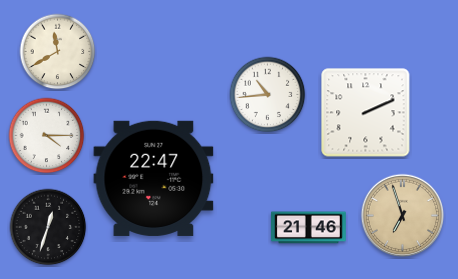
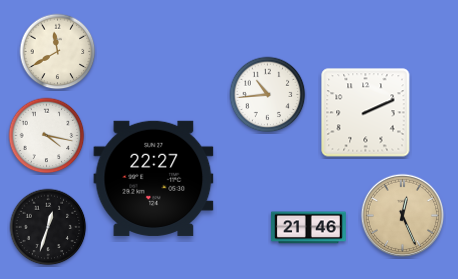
clock at (47, 136): 4:15 -> 4:17
clock at (154, 178): 22:47 -> 22:27
clock at (403, 216): 6:57 -> 12:26
